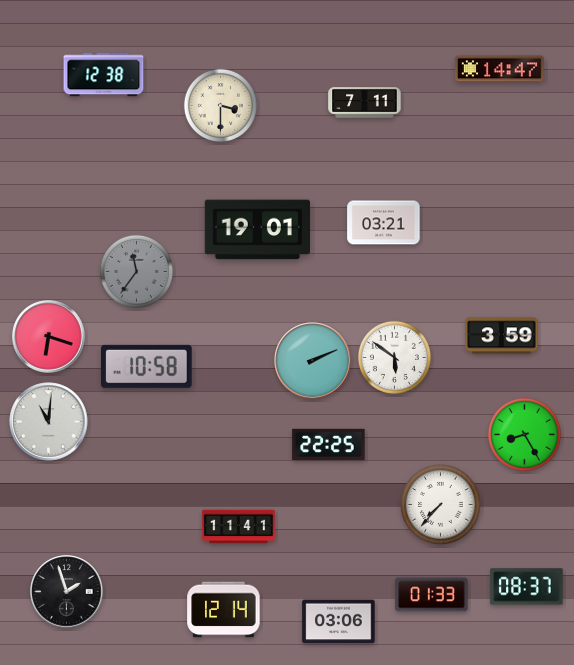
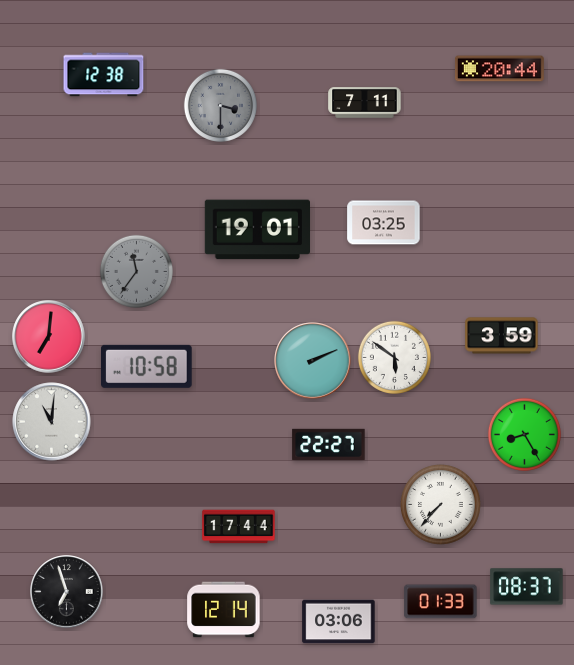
clock at (499, 69): 14:47 -> 20:44
clock at (220, 105) dial: cream -> grey
clock at (384, 223): 03:21 -> 03:25
clock at (49, 337): 6:18 -> 7:01
clock at (49, 422) position: (49, 422) -> (52, 422)
clock at (329, 445): 22:25 -> 22:27
clock at (239, 527): 11:41 -> 17:44
clock at (67, 592): 1:57 -> 6:57
clock at (432, 595) position: (432, 595) -> (441, 602)
